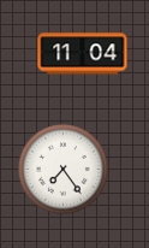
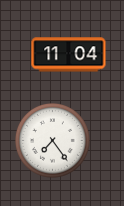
clock at (83, 54) position: (83, 54) -> (69, 55)
